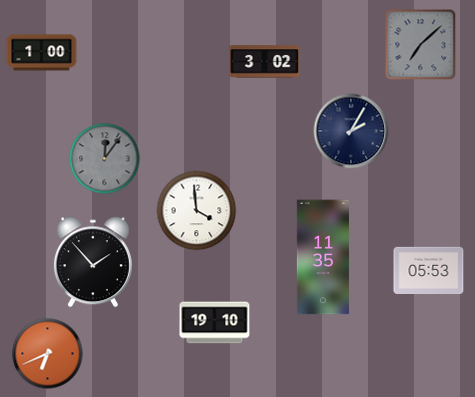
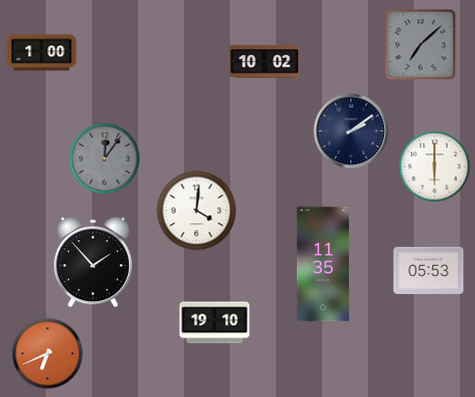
clock at (265, 62): 3:02 -> 10:02
clock at (351, 131): 2:05 -> 2:09
clock at (435, 167): none -> 6:00
clock at (197, 211): 3:59 -> 4:01
clock at (323, 257) position: (323, 257) -> (323, 264)
